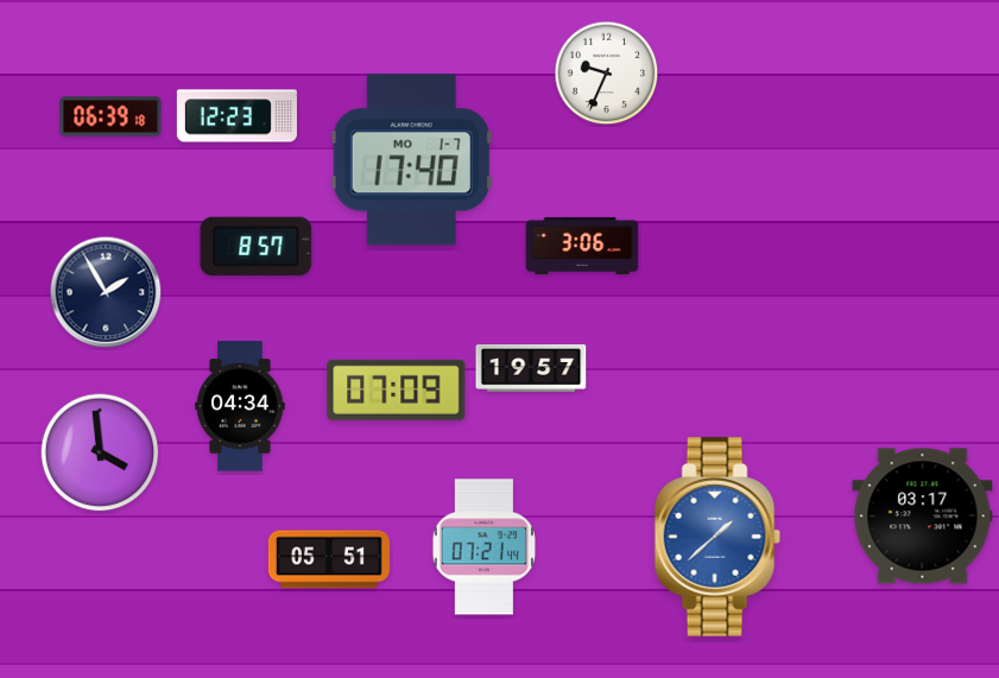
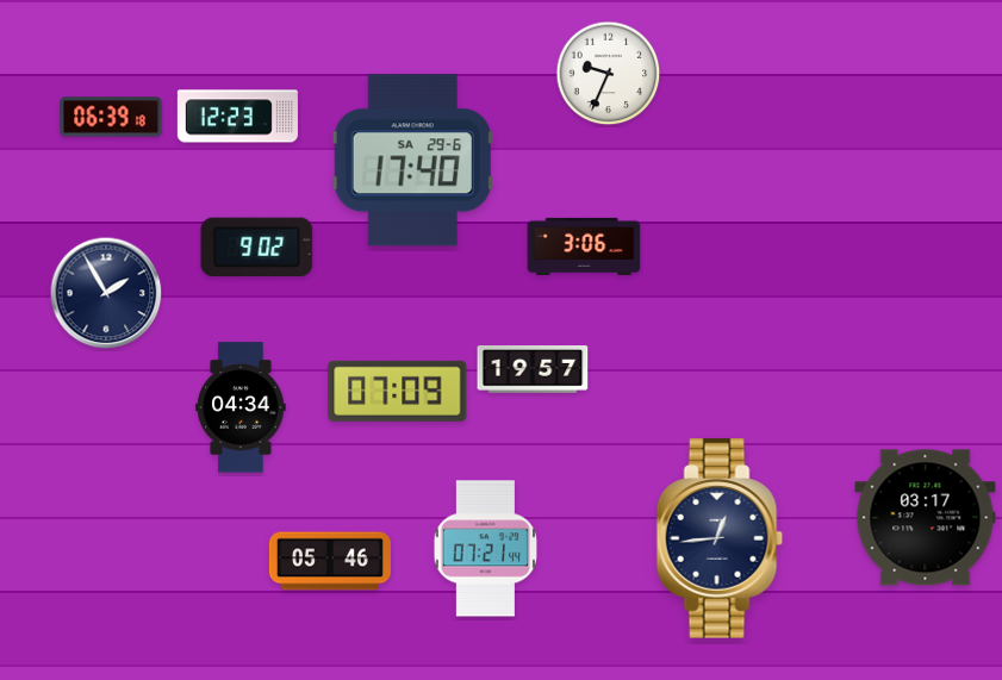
clock at (411, 160) date: MO 1-7 -> SA 29-6
clock at (257, 247): 8:57 -> 9:02
clock at (100, 452): 3:59 -> none
clock at (717, 537): 1:38 -> 12:44
clock at (717, 537) dial: blue -> navy
clock at (329, 559): 05:51 -> 05:46
